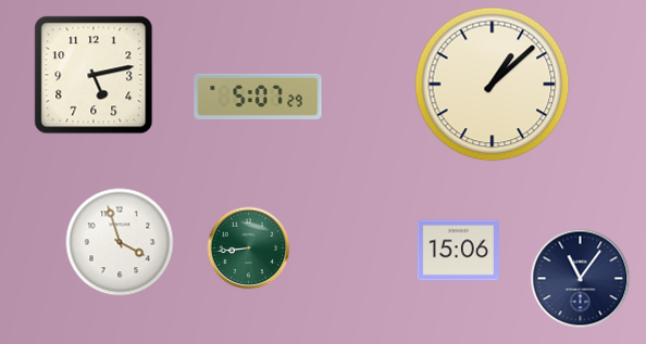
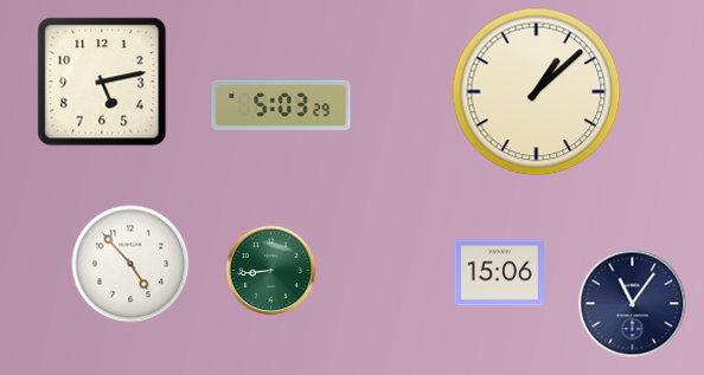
clock at (258, 97): 5:07 -> 5:03
clock at (120, 242): 3:57 -> 4:53
